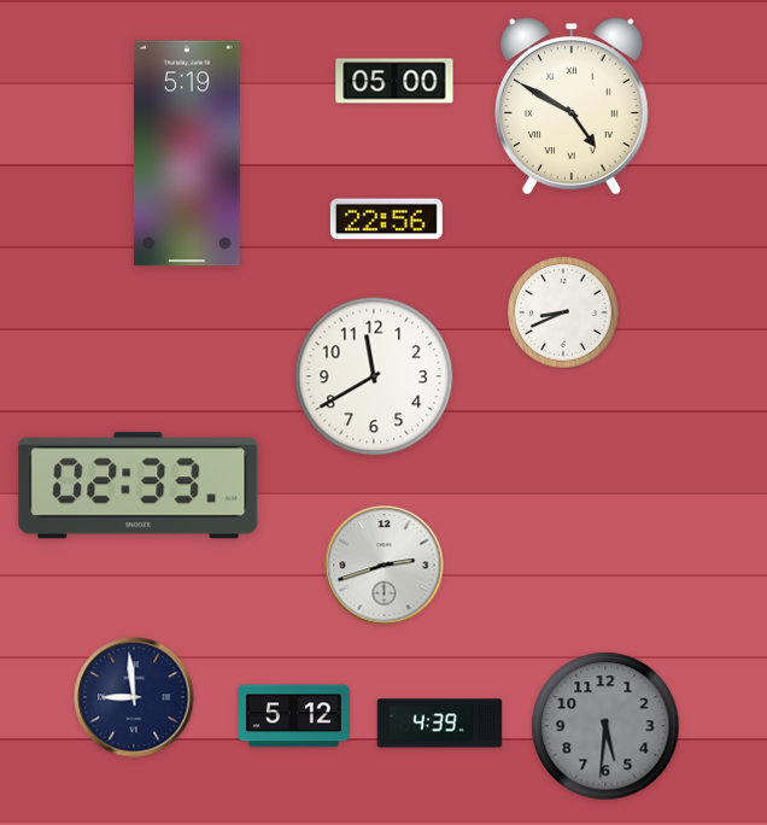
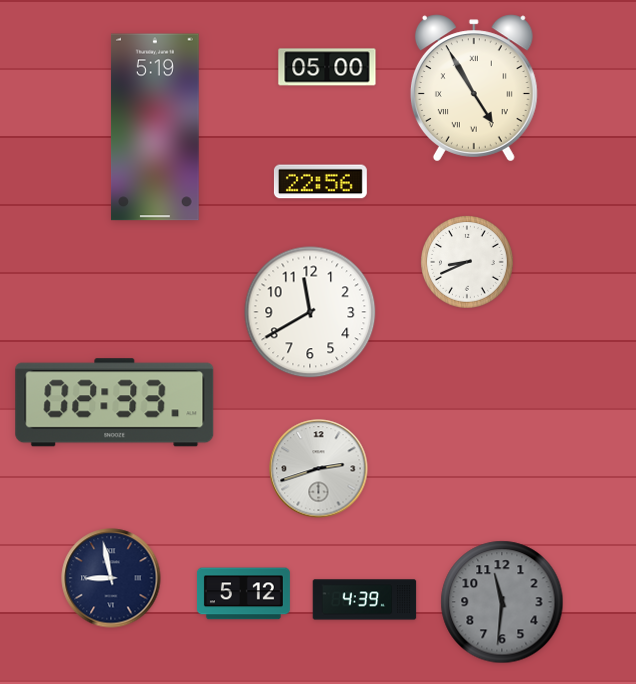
clock at (572, 106): 4:50 -> 4:55
clock at (563, 312) position: (563, 312) -> (467, 262)
clock at (134, 697): 8:59 -> 8:58
clock at (605, 726): 5:31 -> 11:31
